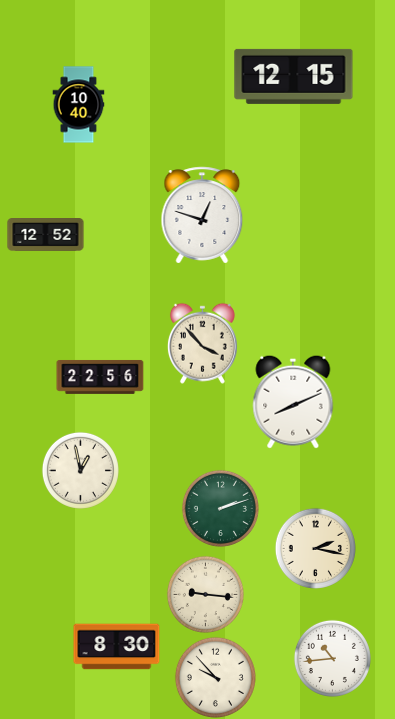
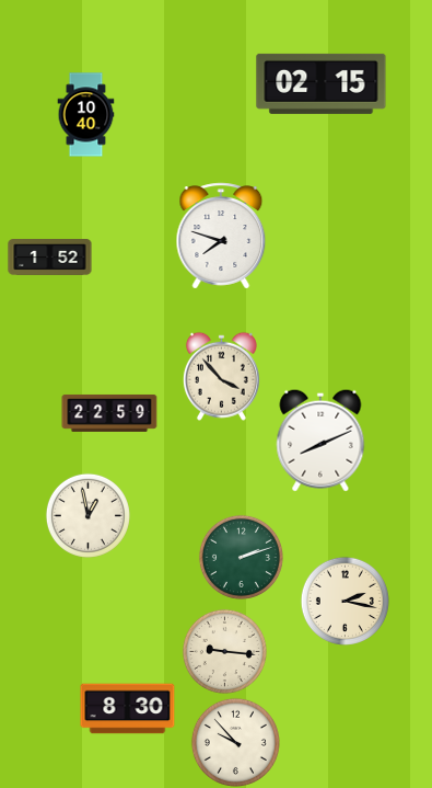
clock at (294, 76): 12:15 -> 02:15
clock at (202, 215): 12:48 -> 7:48
clock at (46, 235): 12:52 -> 1:52
clock at (100, 377): 22:56 -> 22:59
clock at (332, 658): 10:44 -> none
